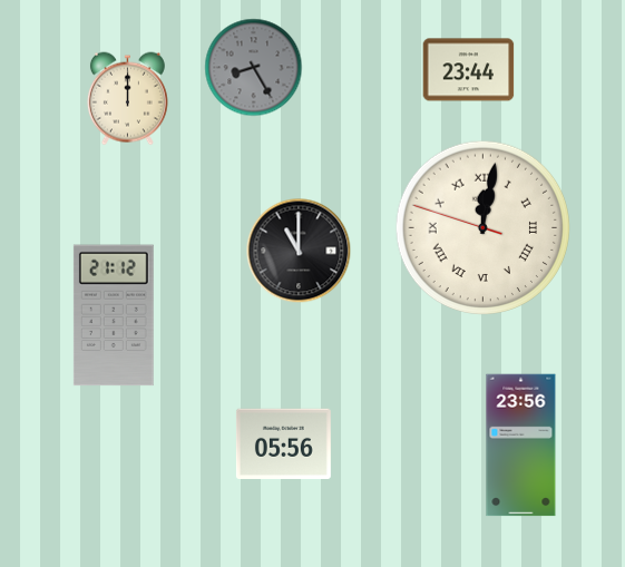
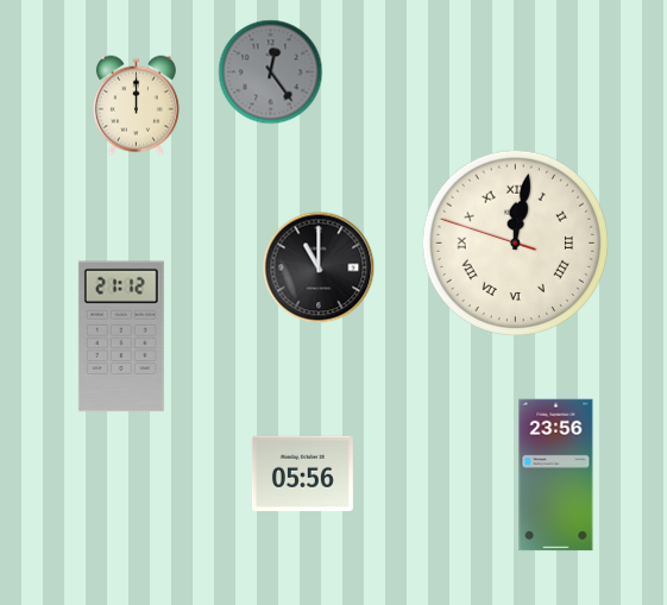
clock at (254, 68): 8:25 -> 12:24
clock at (469, 70): 23:44 -> none
